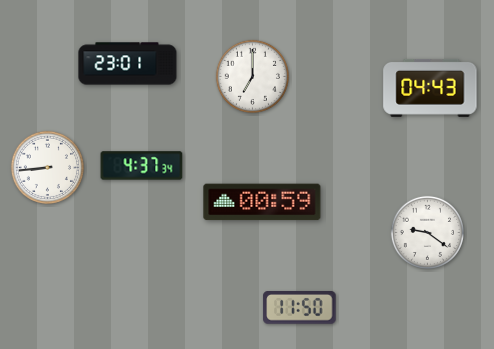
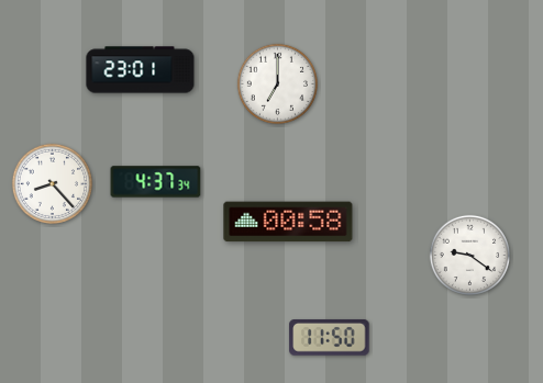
clock at (430, 88): 04:43 -> none
clock at (47, 167): 8:44 -> 8:23
clock at (262, 202): 00:59 -> 00:58
